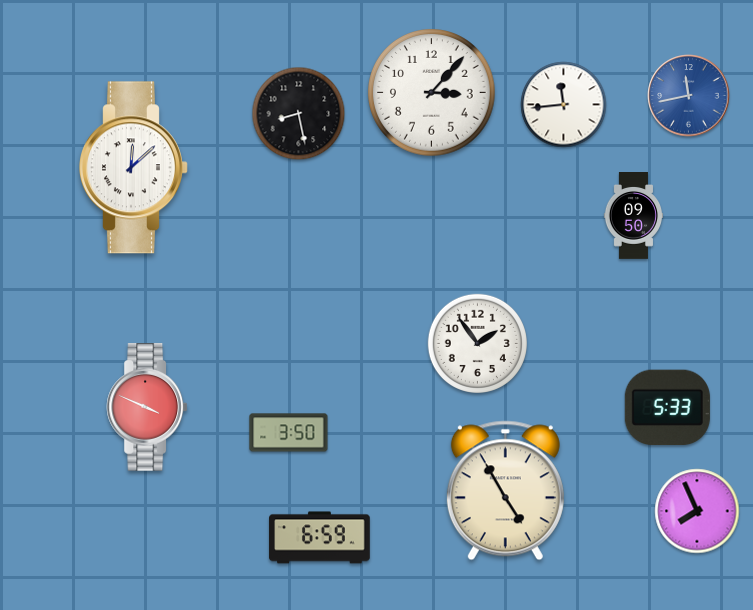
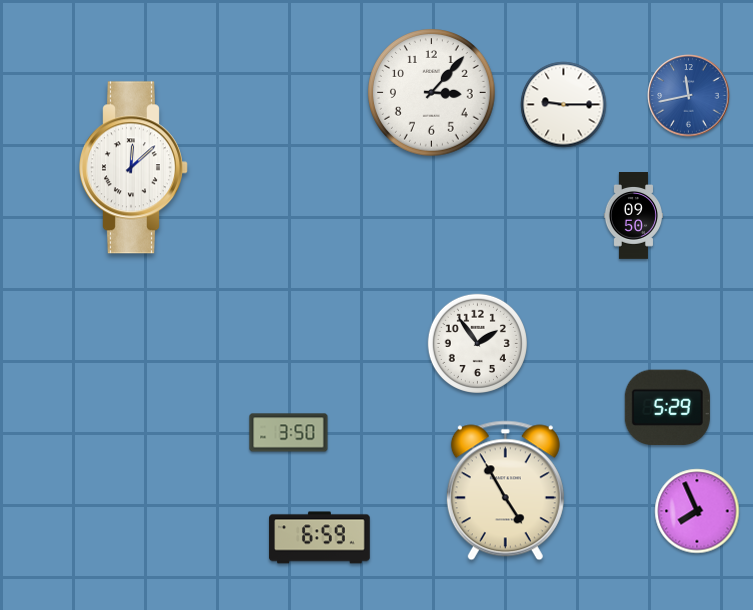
clock at (564, 105): 11:44 -> 9:15
clock at (299, 114): 8:28 -> none
clock at (147, 407): 3:49 -> none
clock at (667, 408): 5:33 -> 5:29
